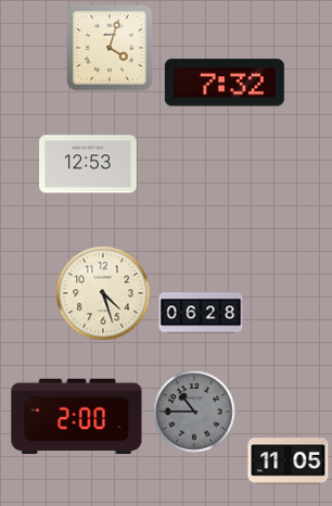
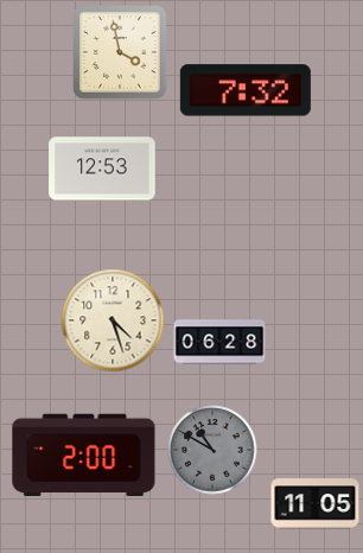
clock at (110, 48): 4:03 -> 3:58
clock at (88, 164) position: (88, 164) -> (102, 169)
clock at (194, 412): 10:45 -> 10:50
